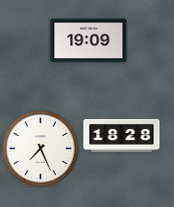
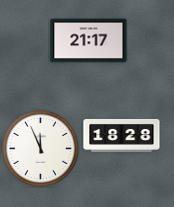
clock at (89, 41): 19:09 -> 21:17
clock at (40, 148): 7:26 -> 11:56
